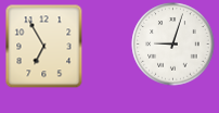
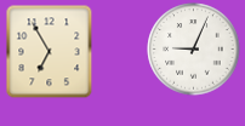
clock at (173, 45): 9:03 -> 9:04
